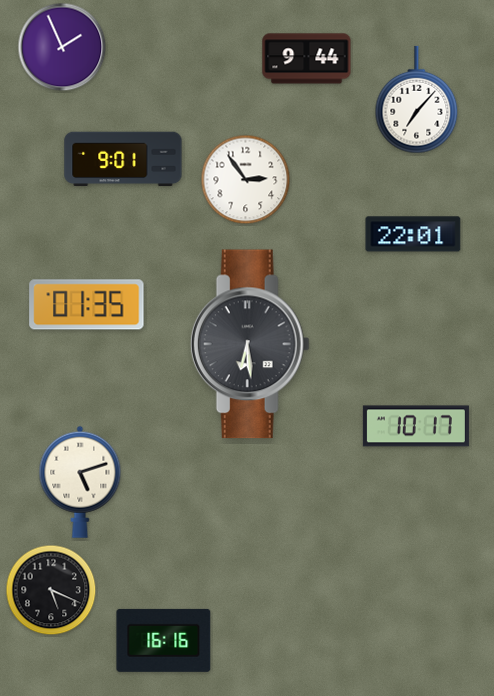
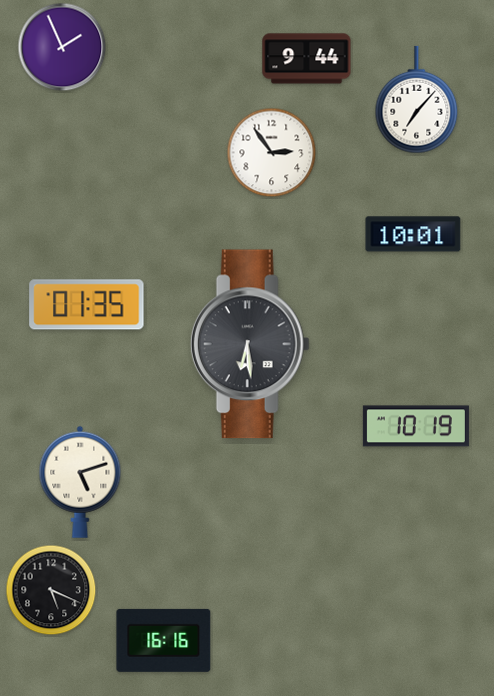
clock at (123, 159): 9:01 -> none
clock at (246, 180) position: (246, 180) -> (272, 153)
clock at (413, 234): 22:01 -> 10:01
clock at (416, 426): 10:17 -> 10:19
